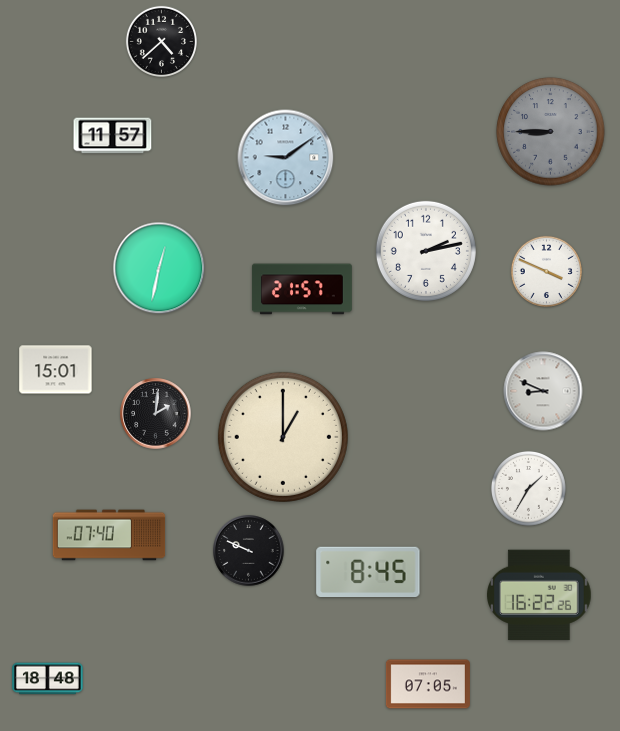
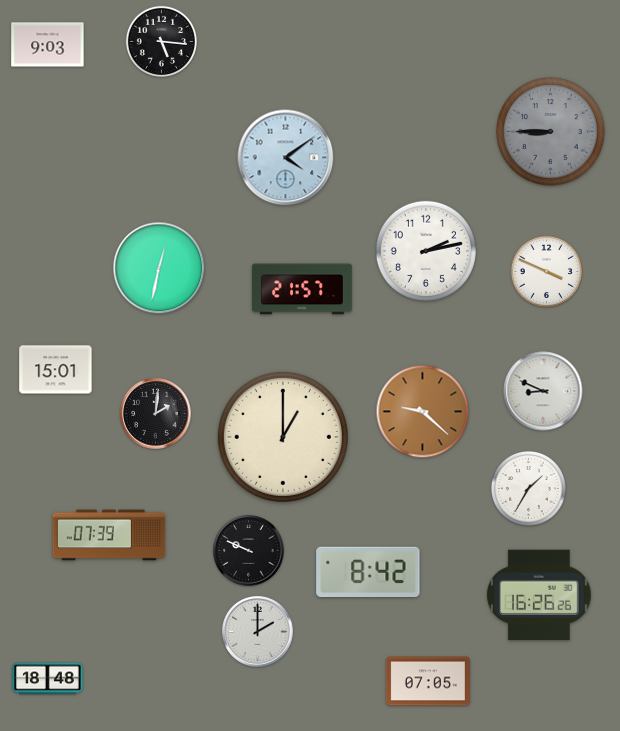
clock at (161, 41): 4:38 -> 5:16
clock at (48, 45): none -> 9:03
clock at (113, 136): 11:57 -> none
clock at (286, 158): 9:09 -> 4:09
clock at (423, 412): none -> 9:22
clock at (109, 535): 07:40 -> 07:39
clock at (368, 572): 8:45 -> 8:42
clock at (539, 595): 16:22 -> 16:26
clock at (258, 632): none -> 2:00
clock at (428, 684) position: (428, 684) -> (428, 681)
